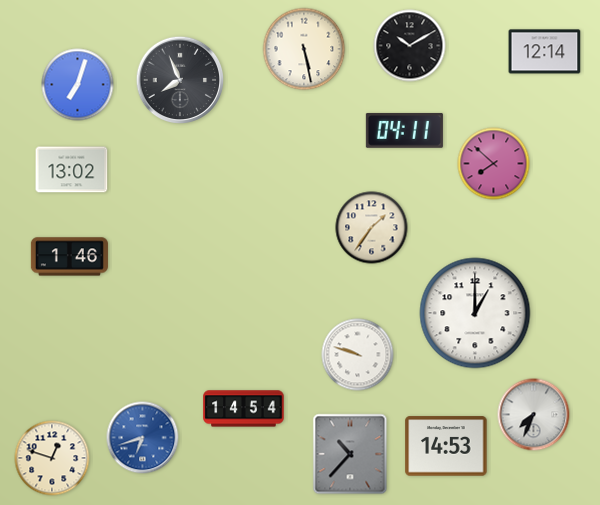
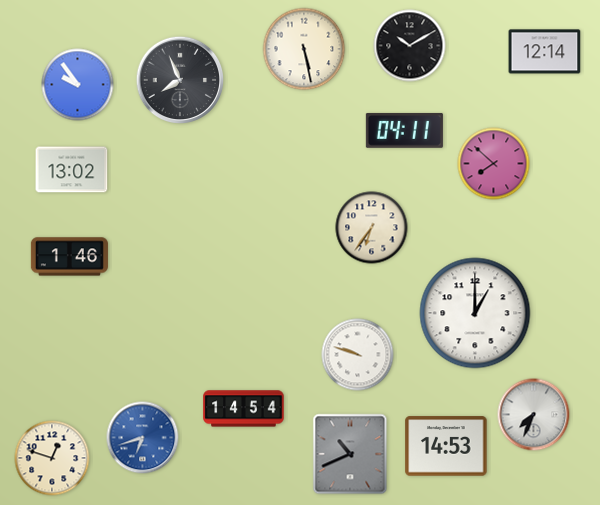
clock at (78, 85): 7:03 -> 9:54
clock at (372, 228): 1:36 -> 6:36
clock at (350, 454): 10:37 -> 10:41
